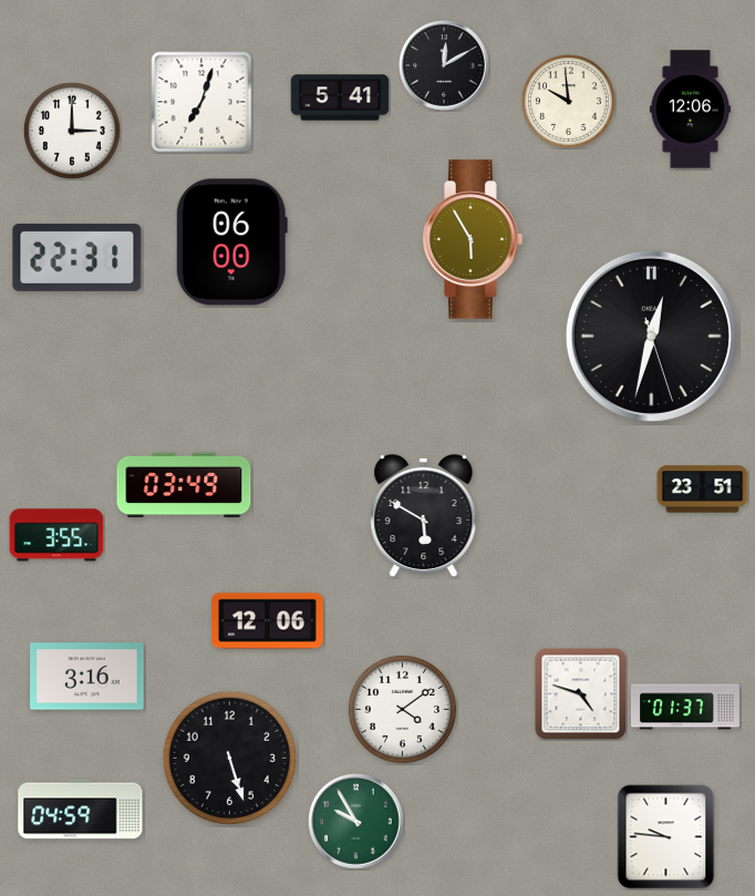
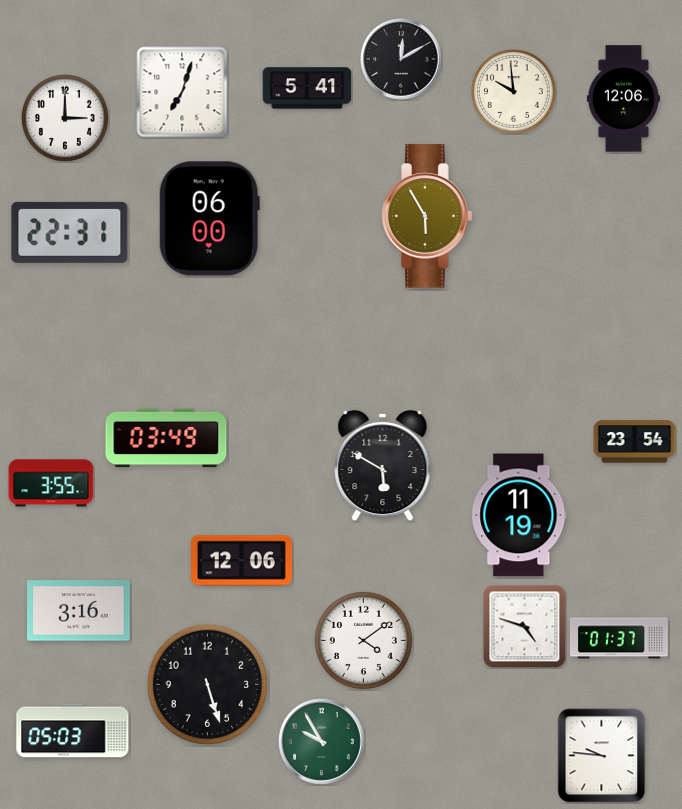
clock at (651, 336): 12:32 -> none
clock at (703, 490): 23:51 -> 23:54
clock at (519, 515): none -> 11:19
clock at (81, 810): 04:59 -> 05:03
